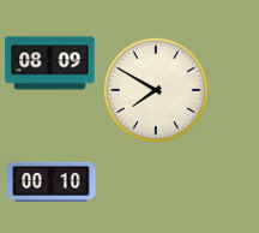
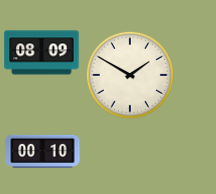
clock at (156, 90): 7:50 -> 1:50
